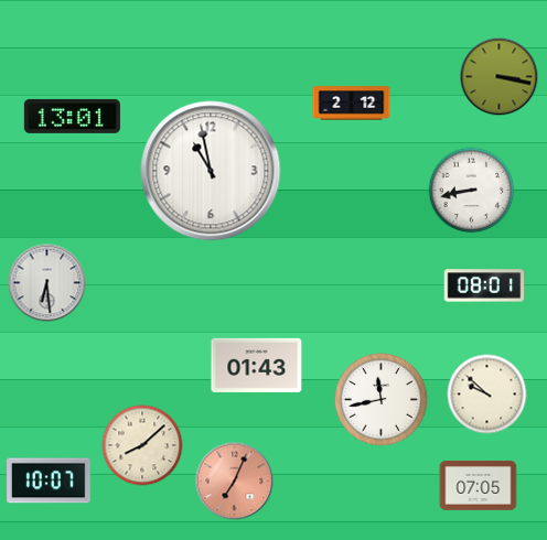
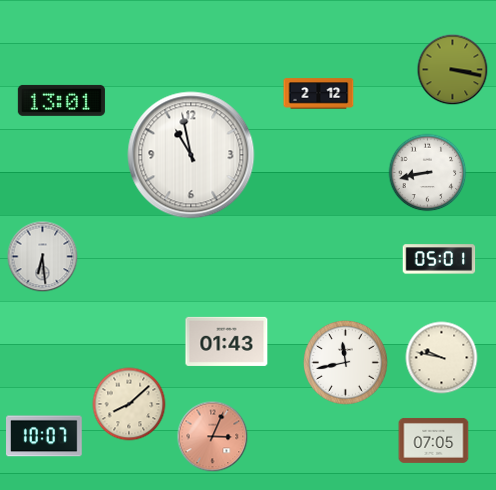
clock at (72, 116) position: (72, 116) -> (61, 100)
clock at (484, 285): 08:01 -> 05:01
clock at (257, 365) position: (257, 365) -> (227, 341)
clock at (487, 395): 9:52 -> 9:47
clock at (235, 482): 7:04 -> 3:04
